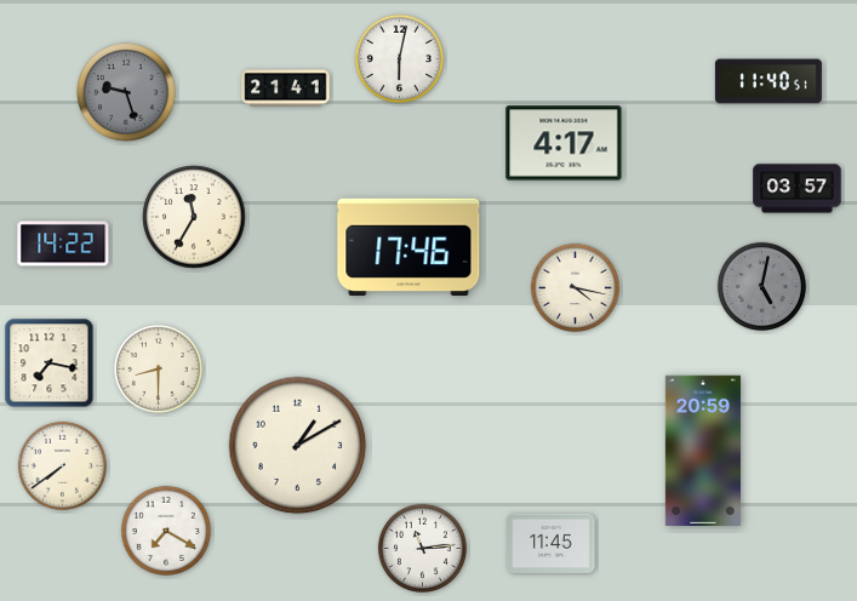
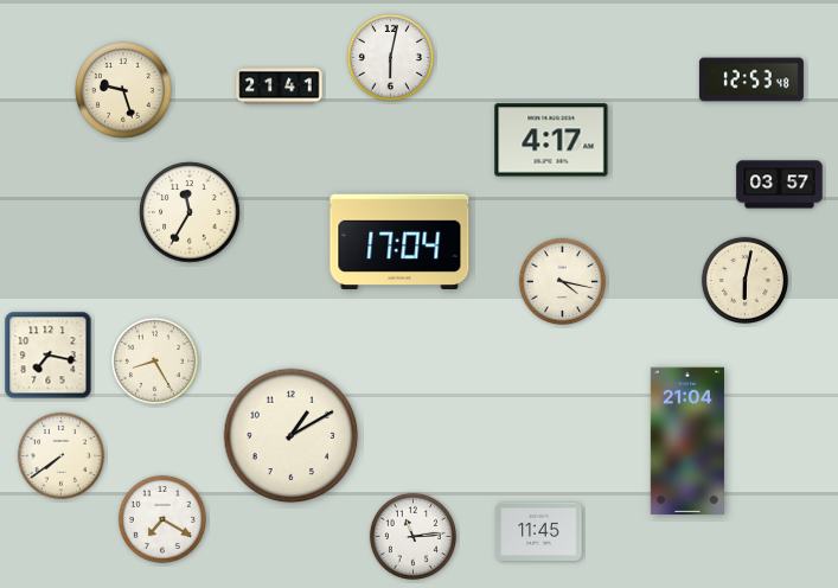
clock at (769, 81): 11:40 -> 12:53
clock at (126, 92) dial: grey -> cream
clock at (63, 244): 14:22 -> none
clock at (408, 246): 17:46 -> 17:04
clock at (761, 286): 5:02 -> 6:02
clock at (761, 286) dial: grey -> cream
clock at (158, 368): 8:30 -> 8:25
clock at (703, 451): 20:59 -> 21:04
